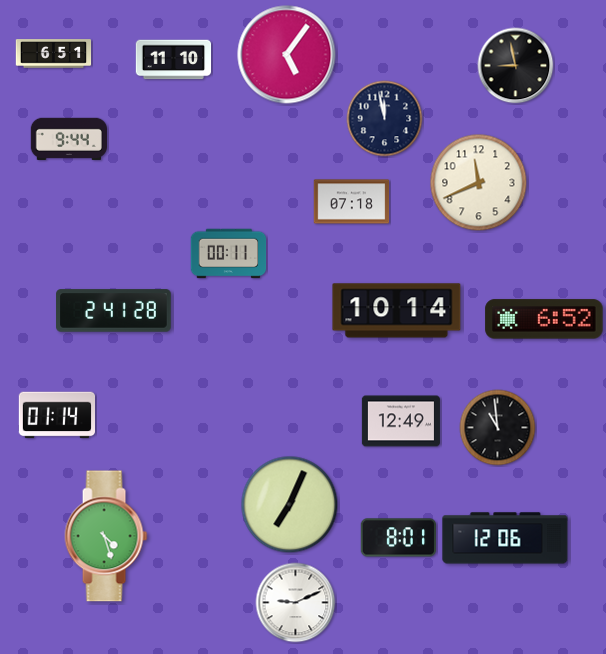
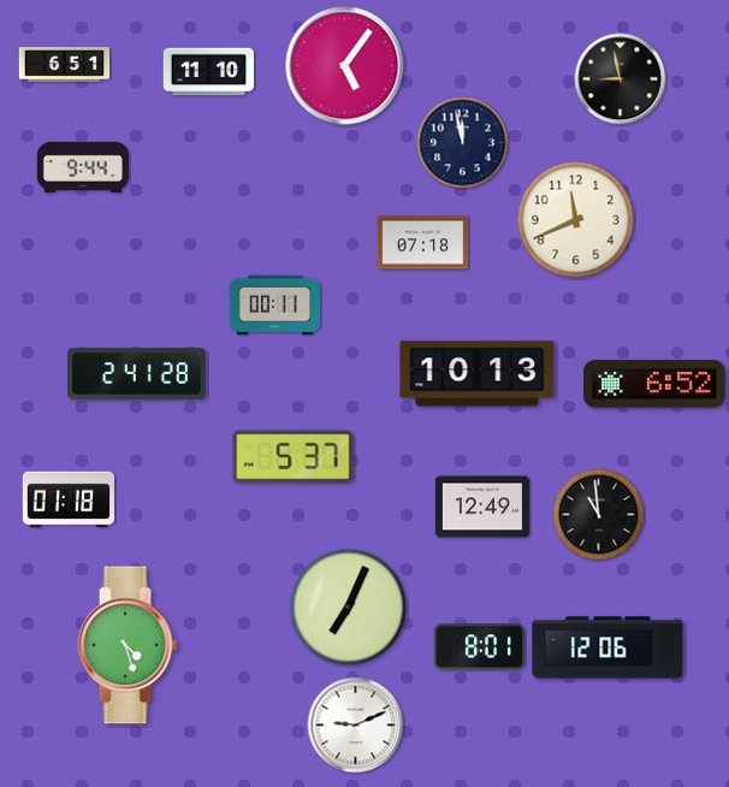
clock at (397, 311): 10:14 -> 10:13
clock at (294, 457): none -> 5:37
clock at (56, 415): 01:14 -> 01:18
